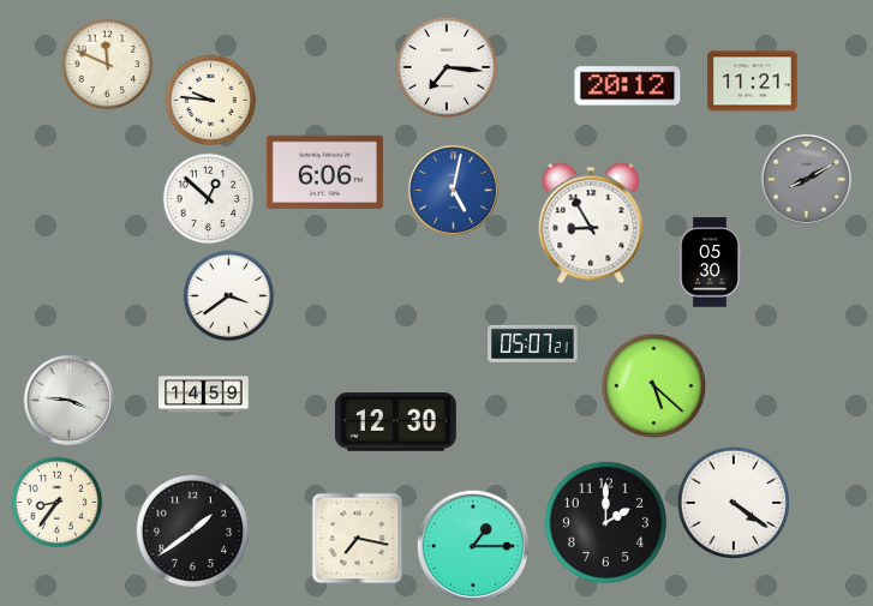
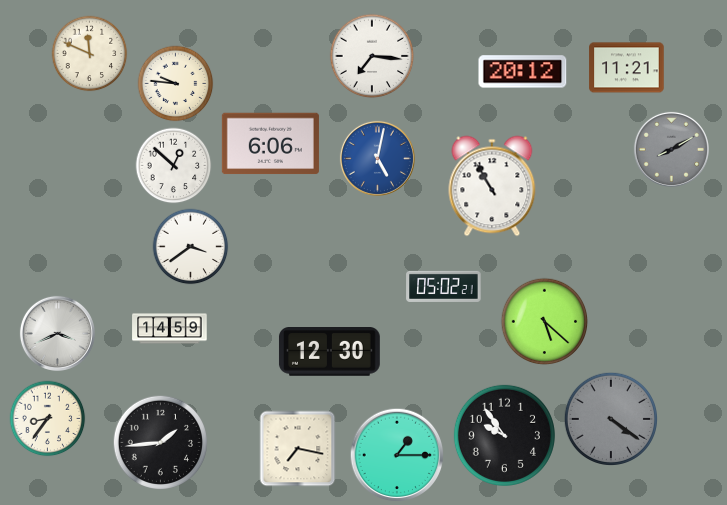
clock at (591, 223): 8:55 -> 10:55
clock at (710, 263): 05:30 -> none
clock at (533, 343): 05:07 -> 05:02
clock at (68, 400): 3:46 -> 3:41
clock at (733, 502) dial: white -> grey
clock at (605, 522): 2:00 -> 9:54
clock at (192, 530): 1:39 -> 1:44
clock at (473, 546) position: (473, 546) -> (397, 455)
